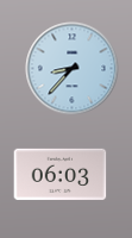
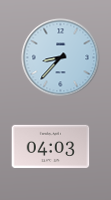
clock at (59, 174): 06:03 -> 04:03
